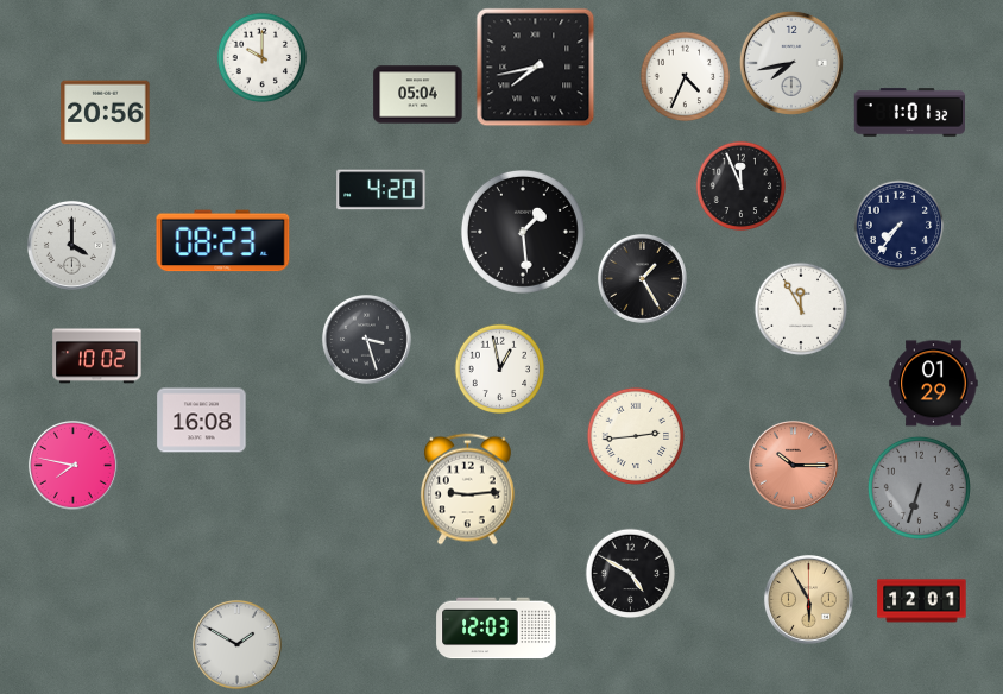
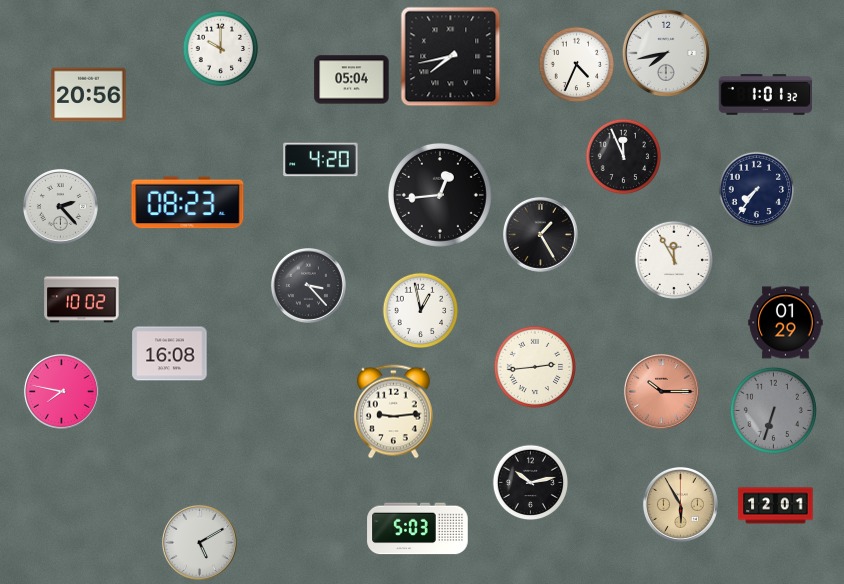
clock at (523, 232): 1:29 -> 12:44
clock at (71, 245): 4:00 -> 2:23
clock at (366, 339): 3:27 -> 3:23
clock at (793, 465) position: (793, 465) -> (661, 391)
clock at (631, 574): 4:50 -> 10:13
clock at (497, 629): 12:03 -> 5:03
clock at (236, 644): 1:50 -> 5:10
